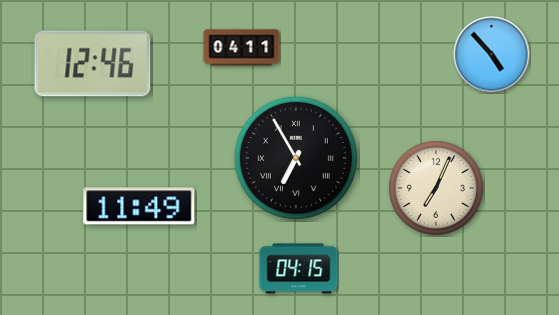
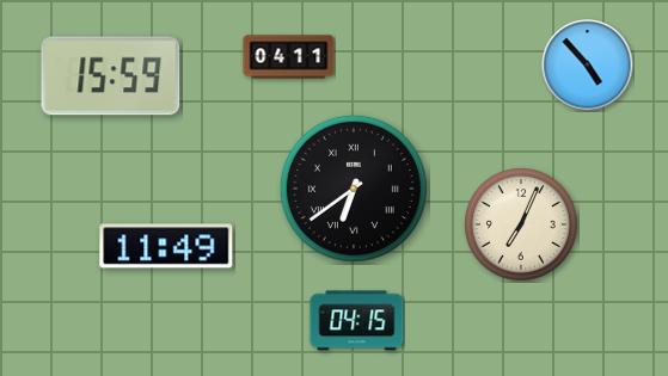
clock at (93, 64): 12:46 -> 15:59
clock at (296, 158): 6:55 -> 6:39
